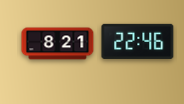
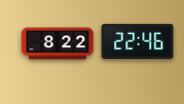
clock at (58, 44): 8:21 -> 8:22
